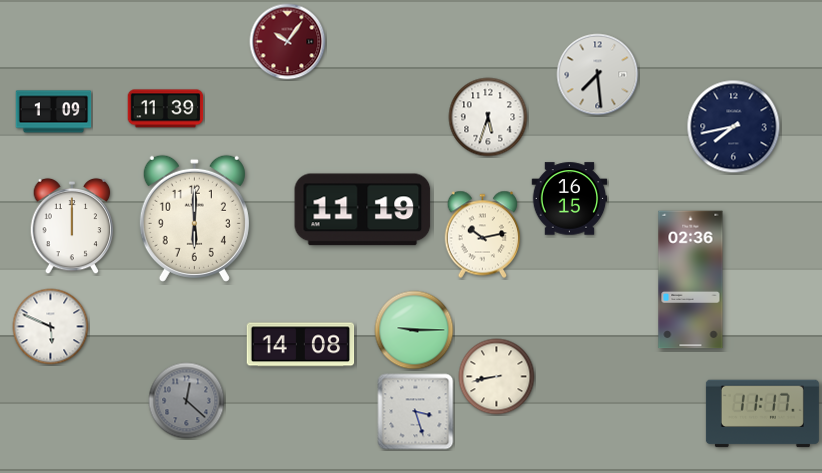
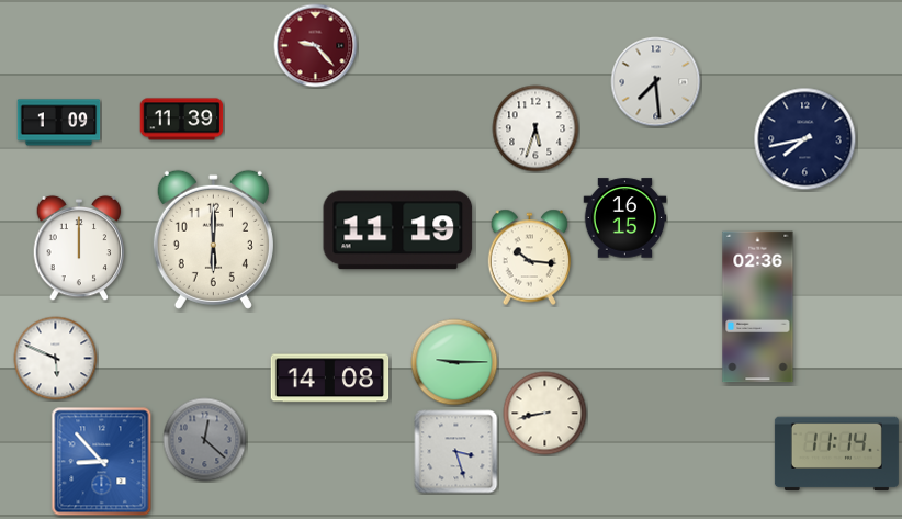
clock at (288, 42): 10:06 -> 9:23
clock at (483, 235): 10:13 -> 10:16
clock at (762, 414): 11:17 -> 11:14
clock at (102, 462): none -> 8:53
